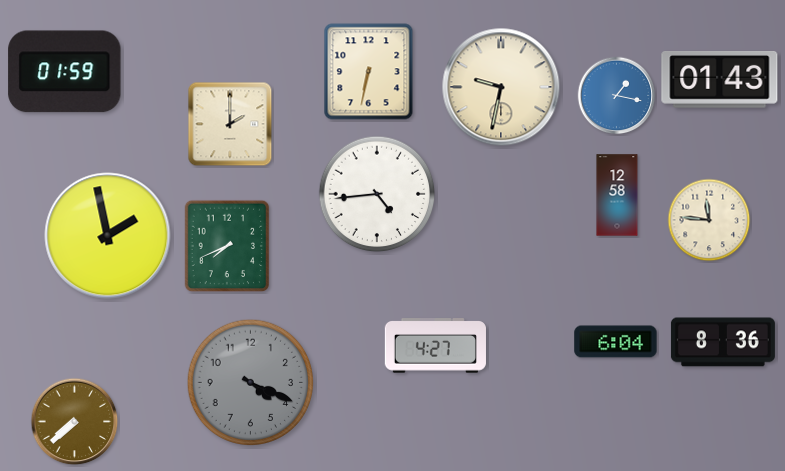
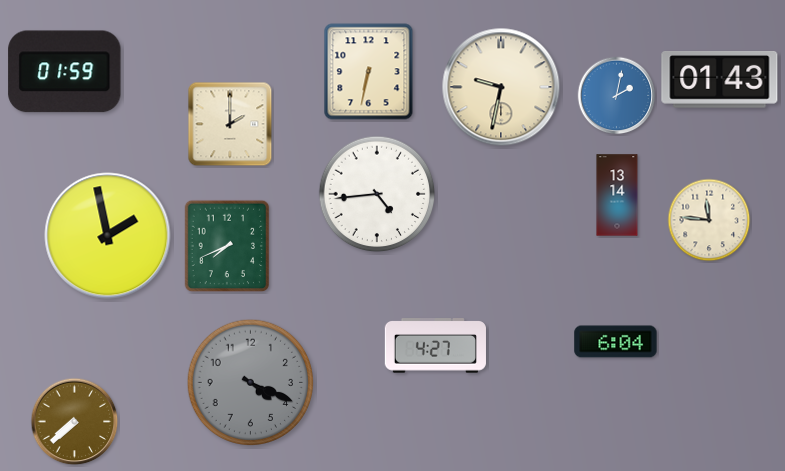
clock at (617, 96): 1:17 -> 2:02
clock at (617, 195): 12:58 -> 13:14
clock at (723, 342): 8:36 -> none
